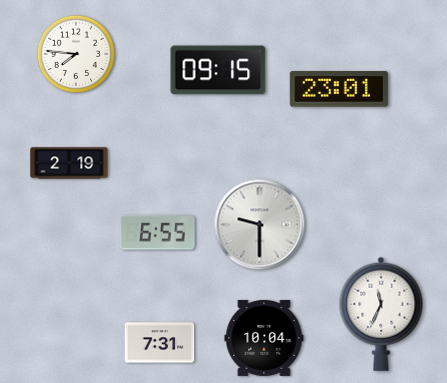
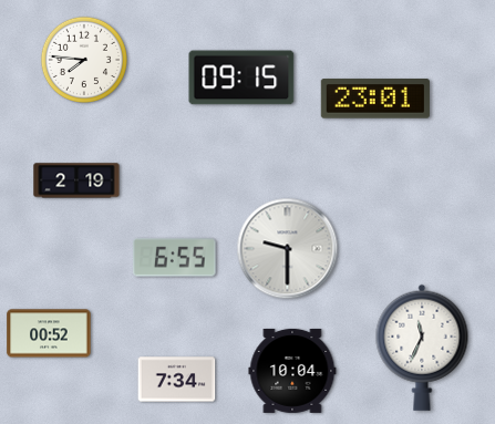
clock at (49, 333): none -> 00:52
clock at (264, 338) position: (264, 338) -> (292, 371)
clock at (160, 343): 7:31 -> 7:34
